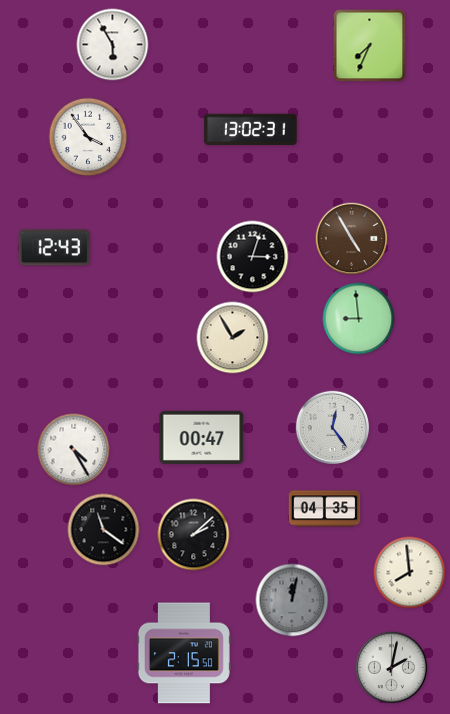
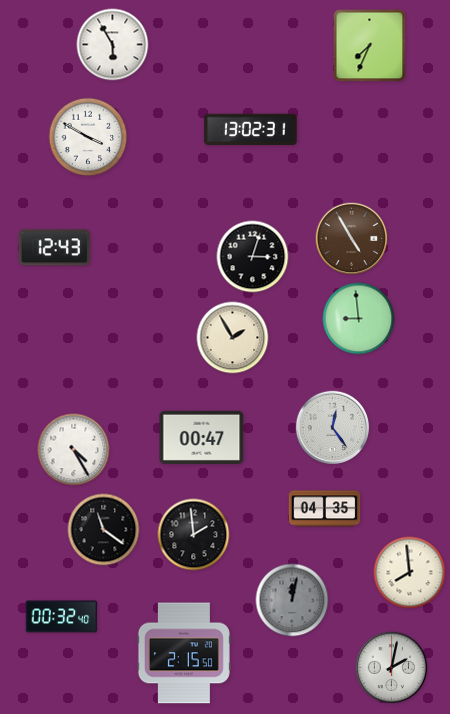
clock at (88, 137): 3:54 -> 3:50
clock at (194, 535): 2:08 -> 1:59
clock at (62, 617): none -> 00:32
